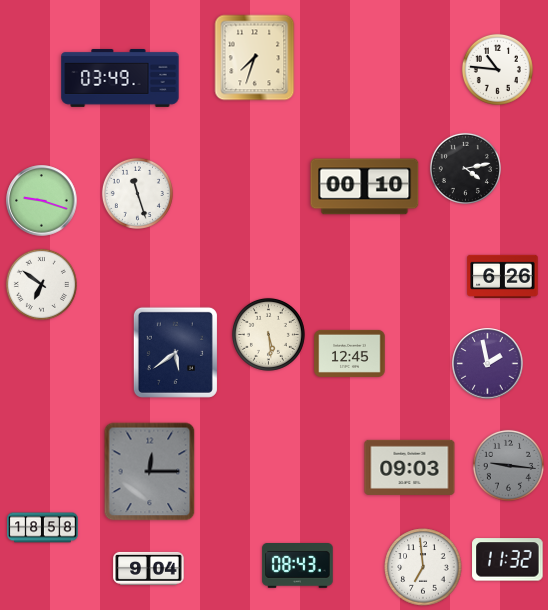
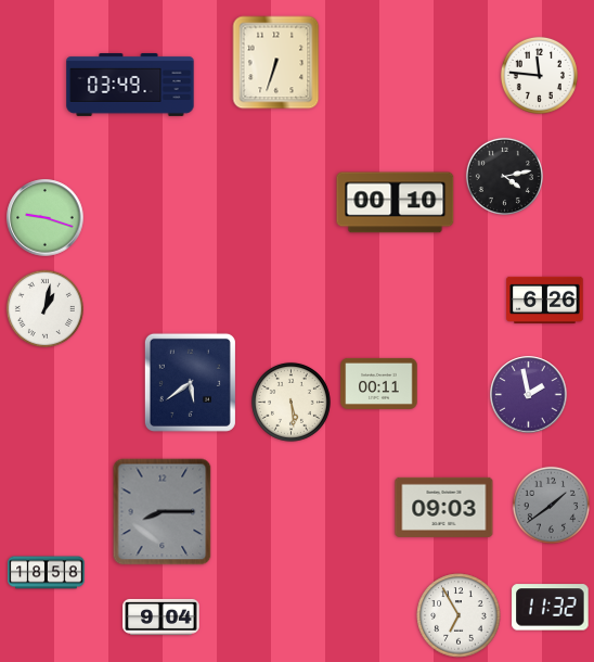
clock at (255, 58): 7:33 -> 6:33
clock at (497, 69): 10:46 -> 11:46
clock at (465, 168) position: (465, 168) -> (504, 176)
clock at (137, 193): 11:27 -> none
clock at (41, 284): 6:51 -> 1:02
clock at (268, 334) position: (268, 334) -> (290, 402)
clock at (350, 353): 12:45 -> 00:11
clock at (508, 465): 9:16 -> 1:39
clock at (150, 472): 12:15 -> 8:15
clock at (298, 566): 08:43 -> none
clock at (423, 567): 6:59 -> 6:55
